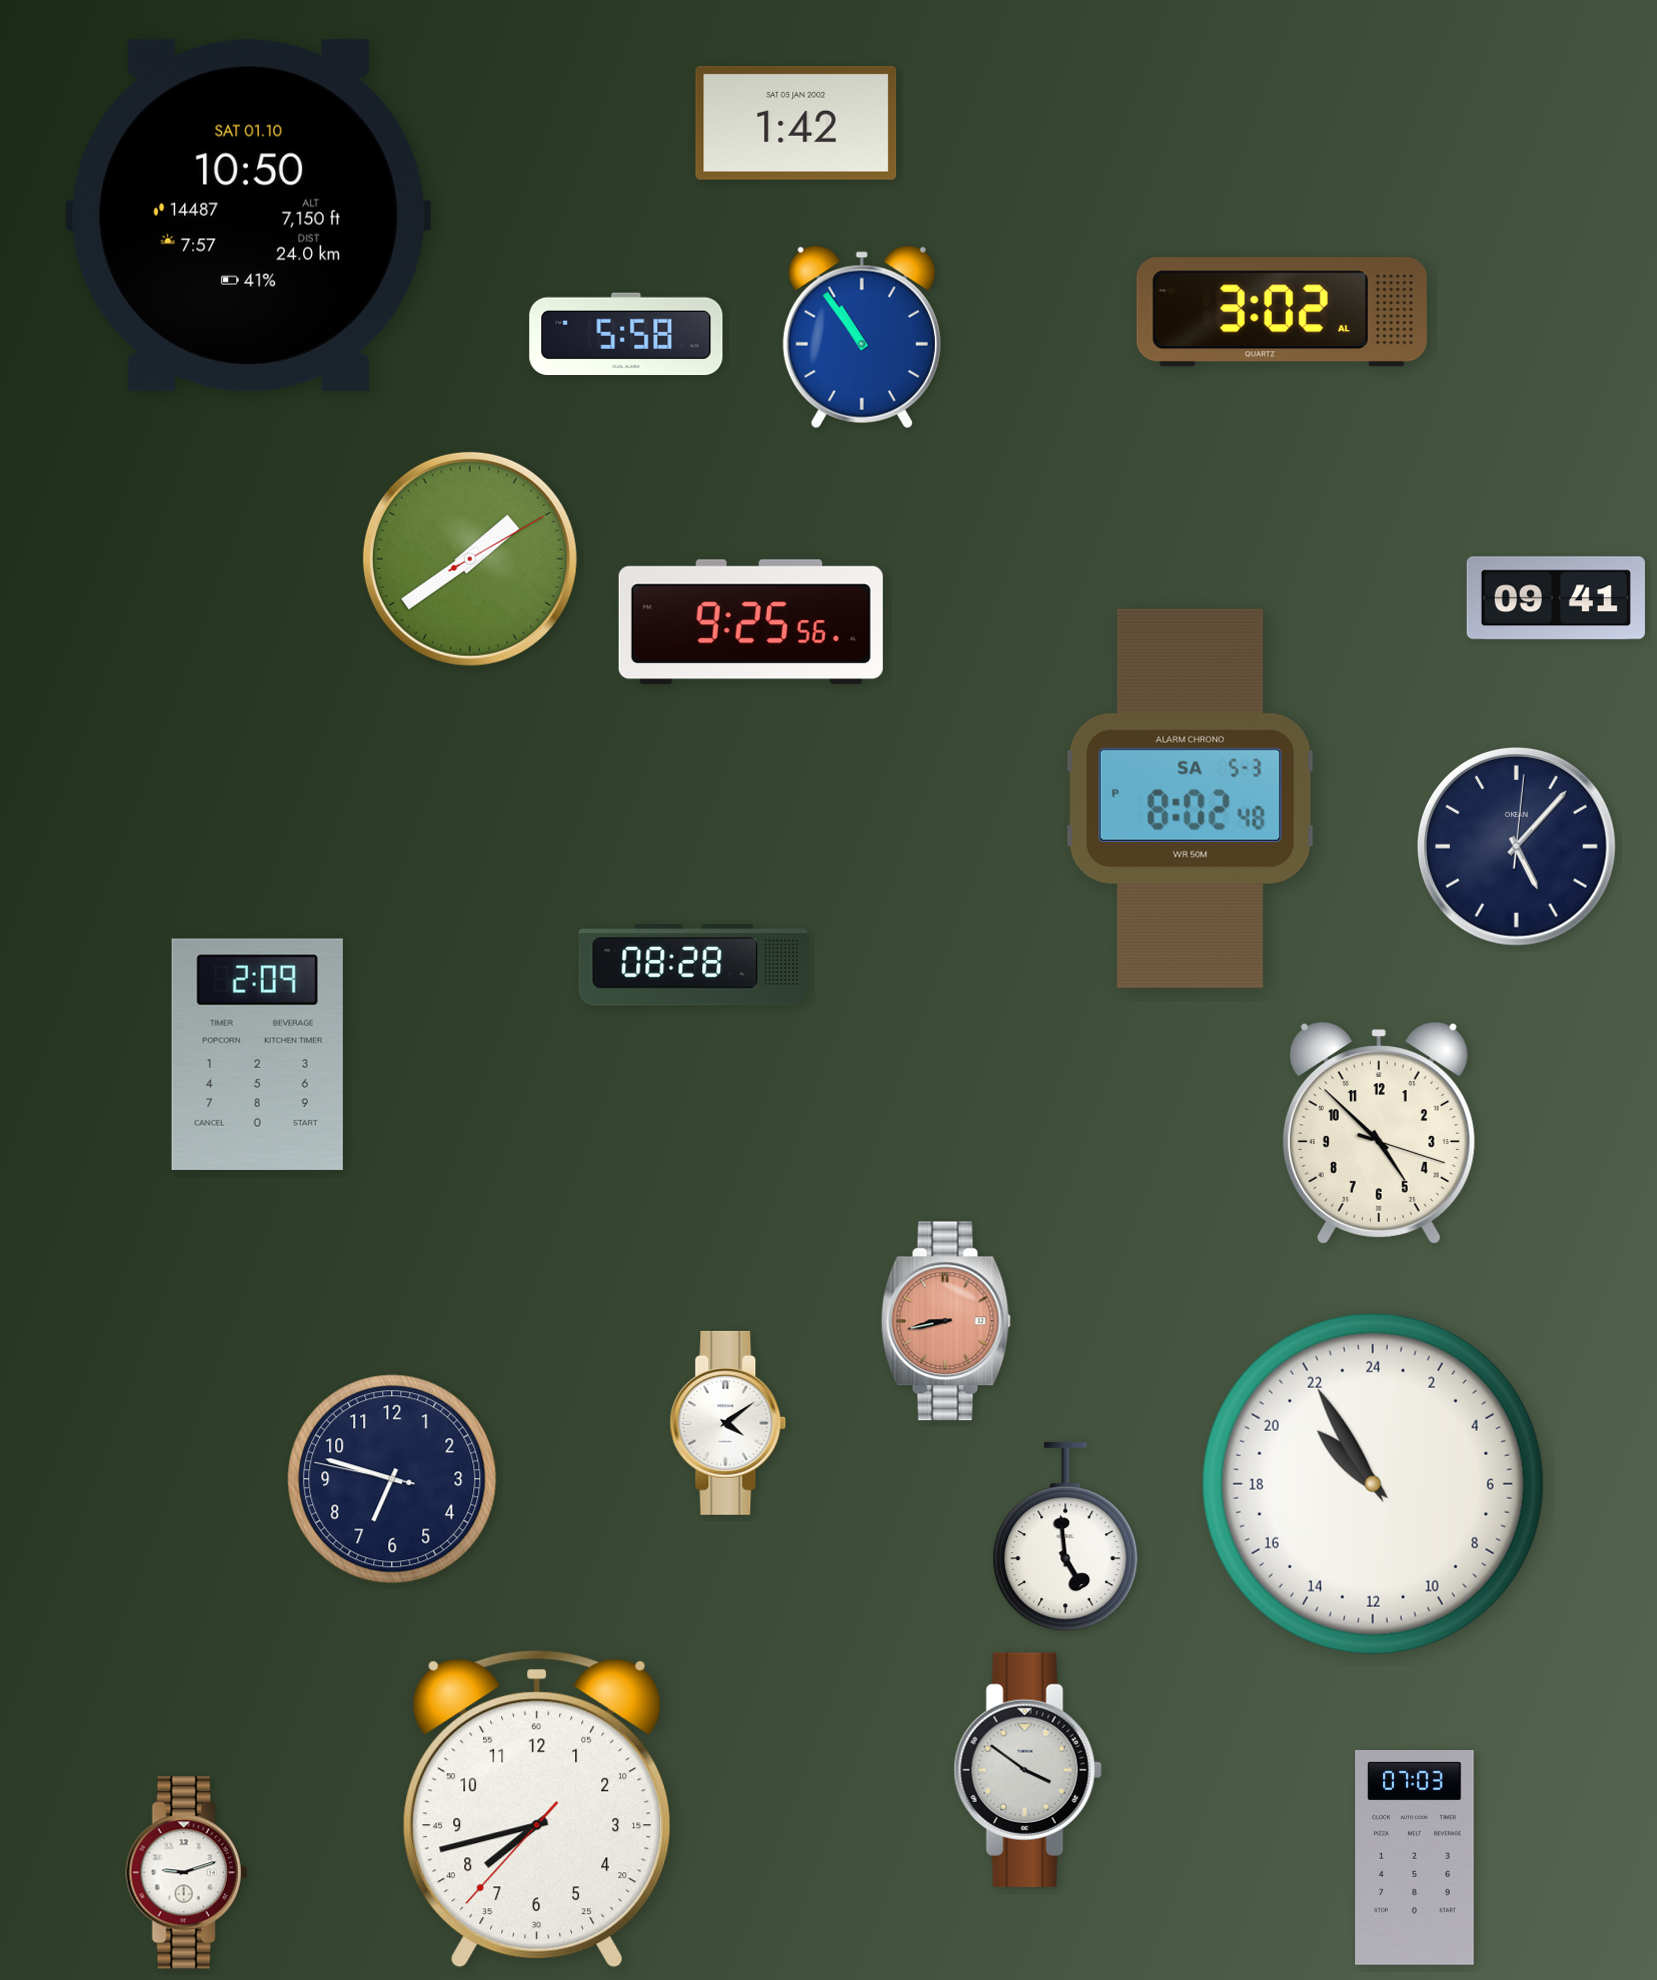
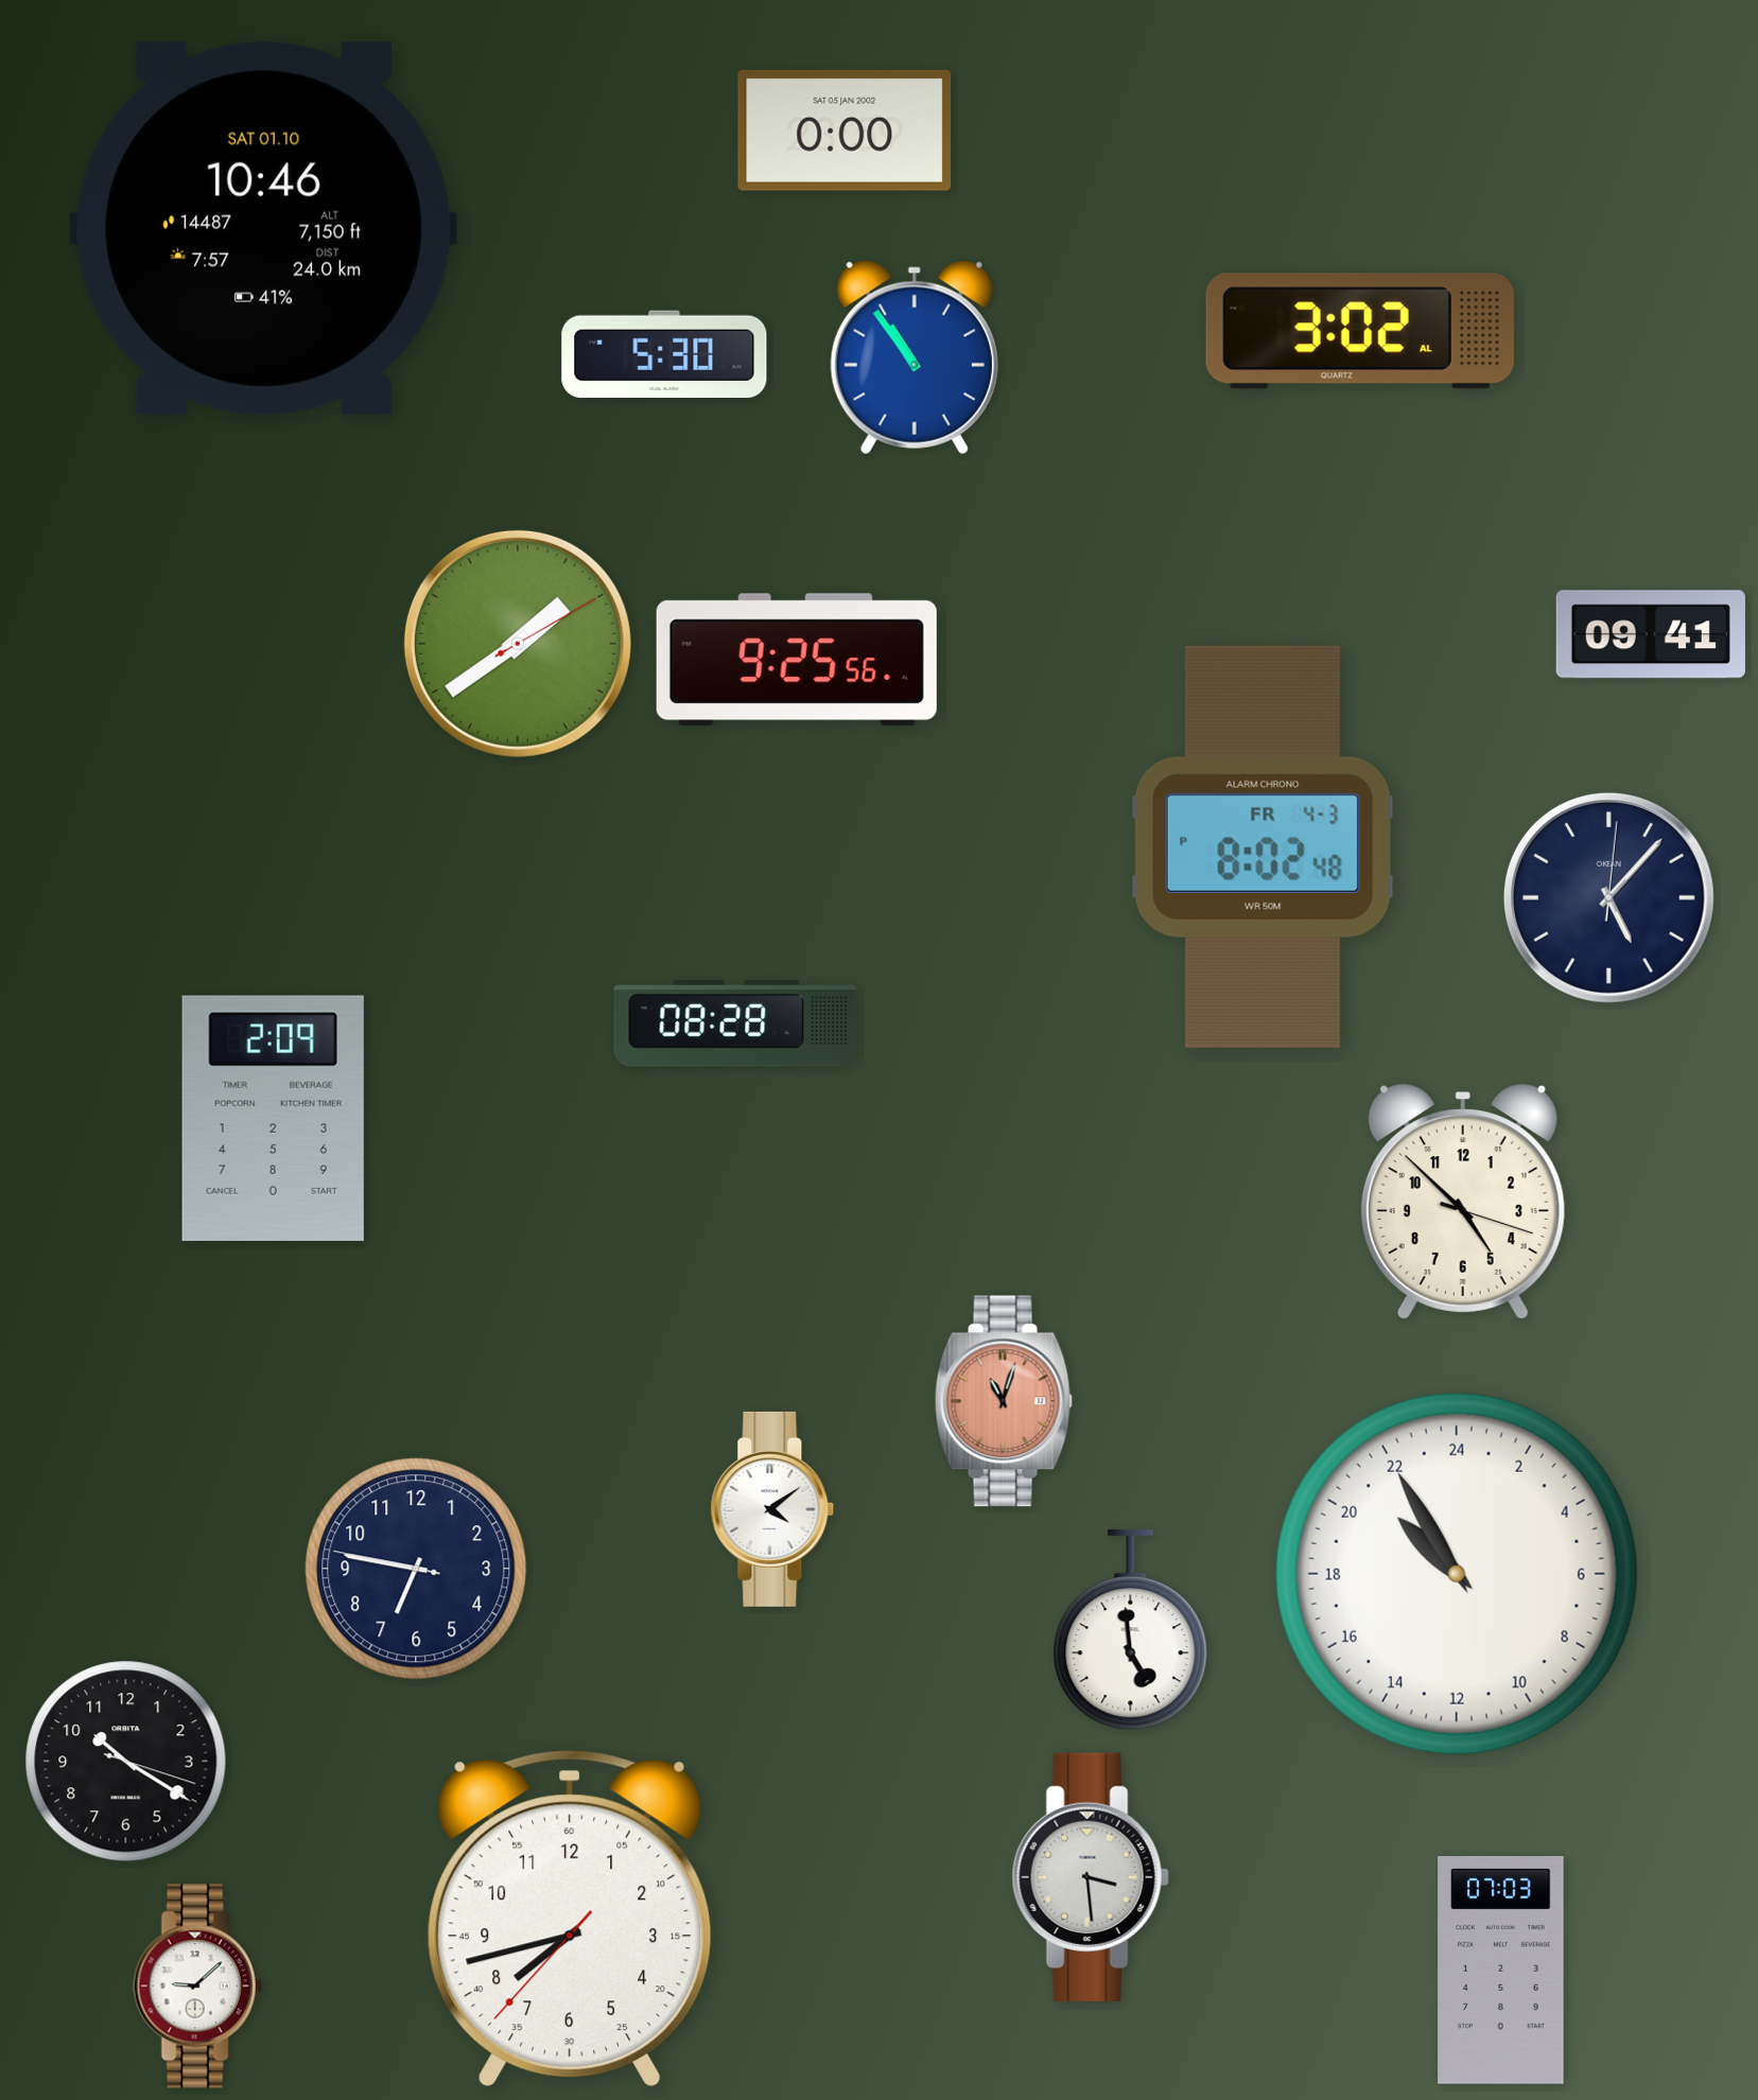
clock at (796, 123): 1:42 -> 0:00
clock at (248, 215): 10:50 -> 10:46
clock at (626, 334): 5:58 -> 5:30
clock at (470, 559) position: (470, 559) -> (518, 644)
clock at (1190, 798) date: SA 5-3 -> FR 4-3
clock at (946, 1321): 8:43 -> 11:03
clock at (392, 1479): 6:47 -> 6:46
clock at (126, 1762): none -> 10:20
clock at (1028, 1770): 3:51 -> 3:29
clock at (186, 1873): 9:12 -> 9:08
